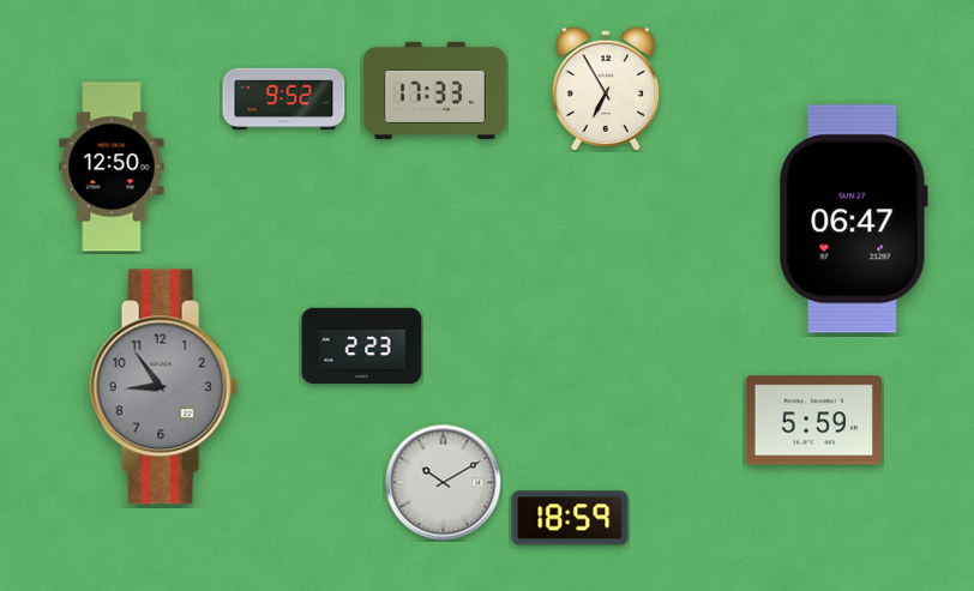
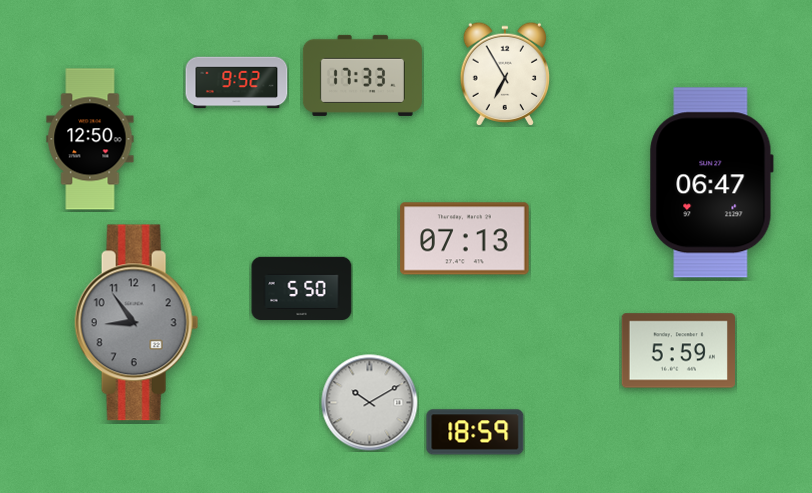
clock at (112, 167) position: (112, 167) -> (90, 139)
clock at (465, 239): none -> 07:13
clock at (362, 346): 2:23 -> 5:50
